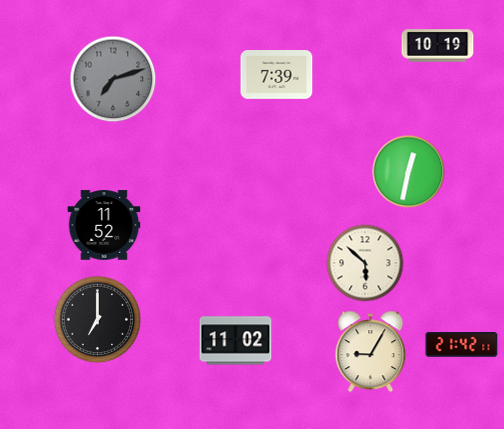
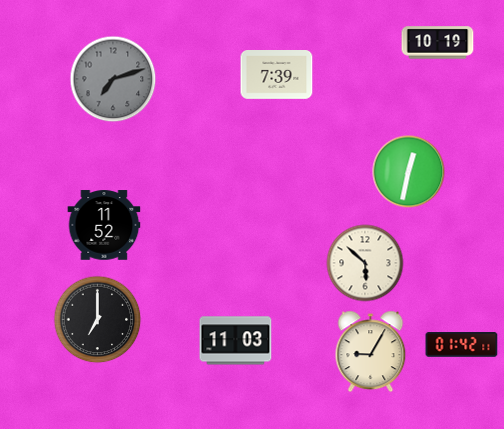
clock at (438, 46) position: (438, 46) -> (438, 43)
clock at (236, 341): 11:02 -> 11:03
clock at (462, 345): 21:42 -> 01:42
